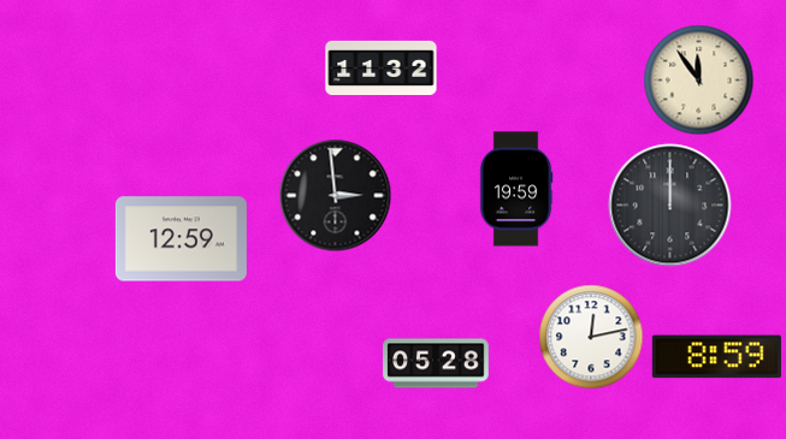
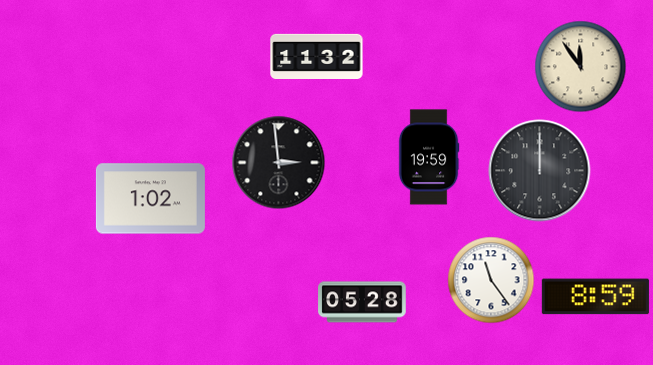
clock at (670, 206) position: (670, 206) -> (540, 171)
clock at (181, 239): 12:59 -> 1:02
clock at (591, 337): 12:13 -> 11:24
